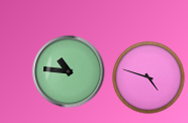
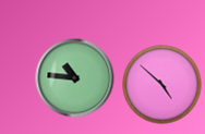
clock at (149, 78): 4:48 -> 4:52
